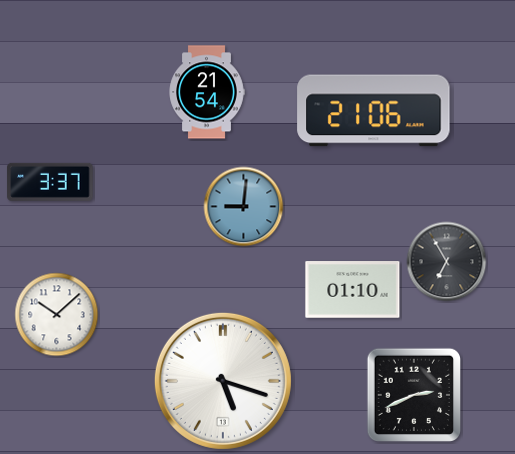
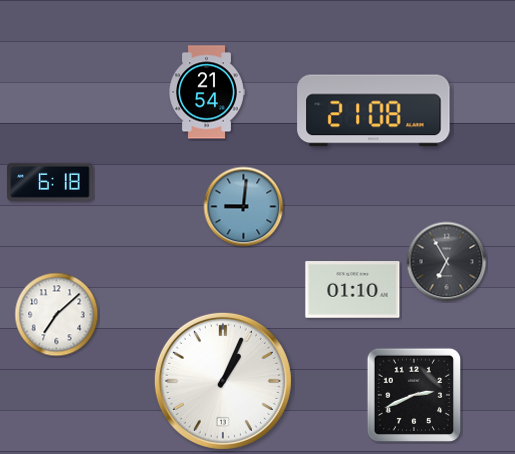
clock at (374, 111): 21:06 -> 21:08
clock at (50, 182): 3:37 -> 6:18
clock at (57, 315): 10:08 -> 7:08
clock at (223, 381): 5:18 -> 1:04
